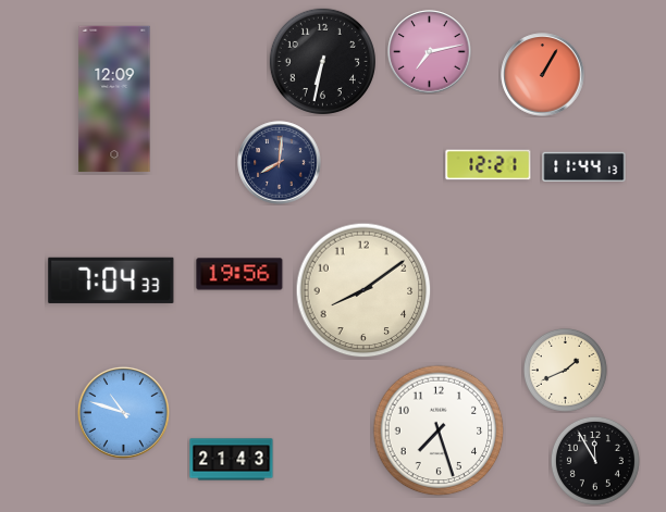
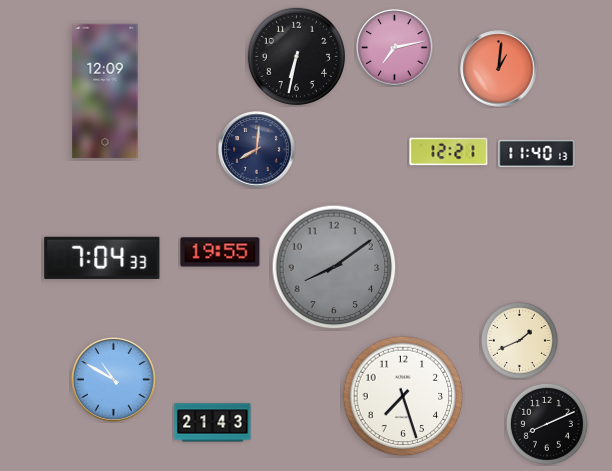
clock at (543, 75): 1:05 -> 1:01
clock at (584, 167): 11:44 -> 11:40
clock at (239, 274): 19:56 -> 19:55
clock at (363, 290) dial: cream -> grey
clock at (123, 412): 10:48 -> 10:50
clock at (595, 461): 11:55 -> 8:11
